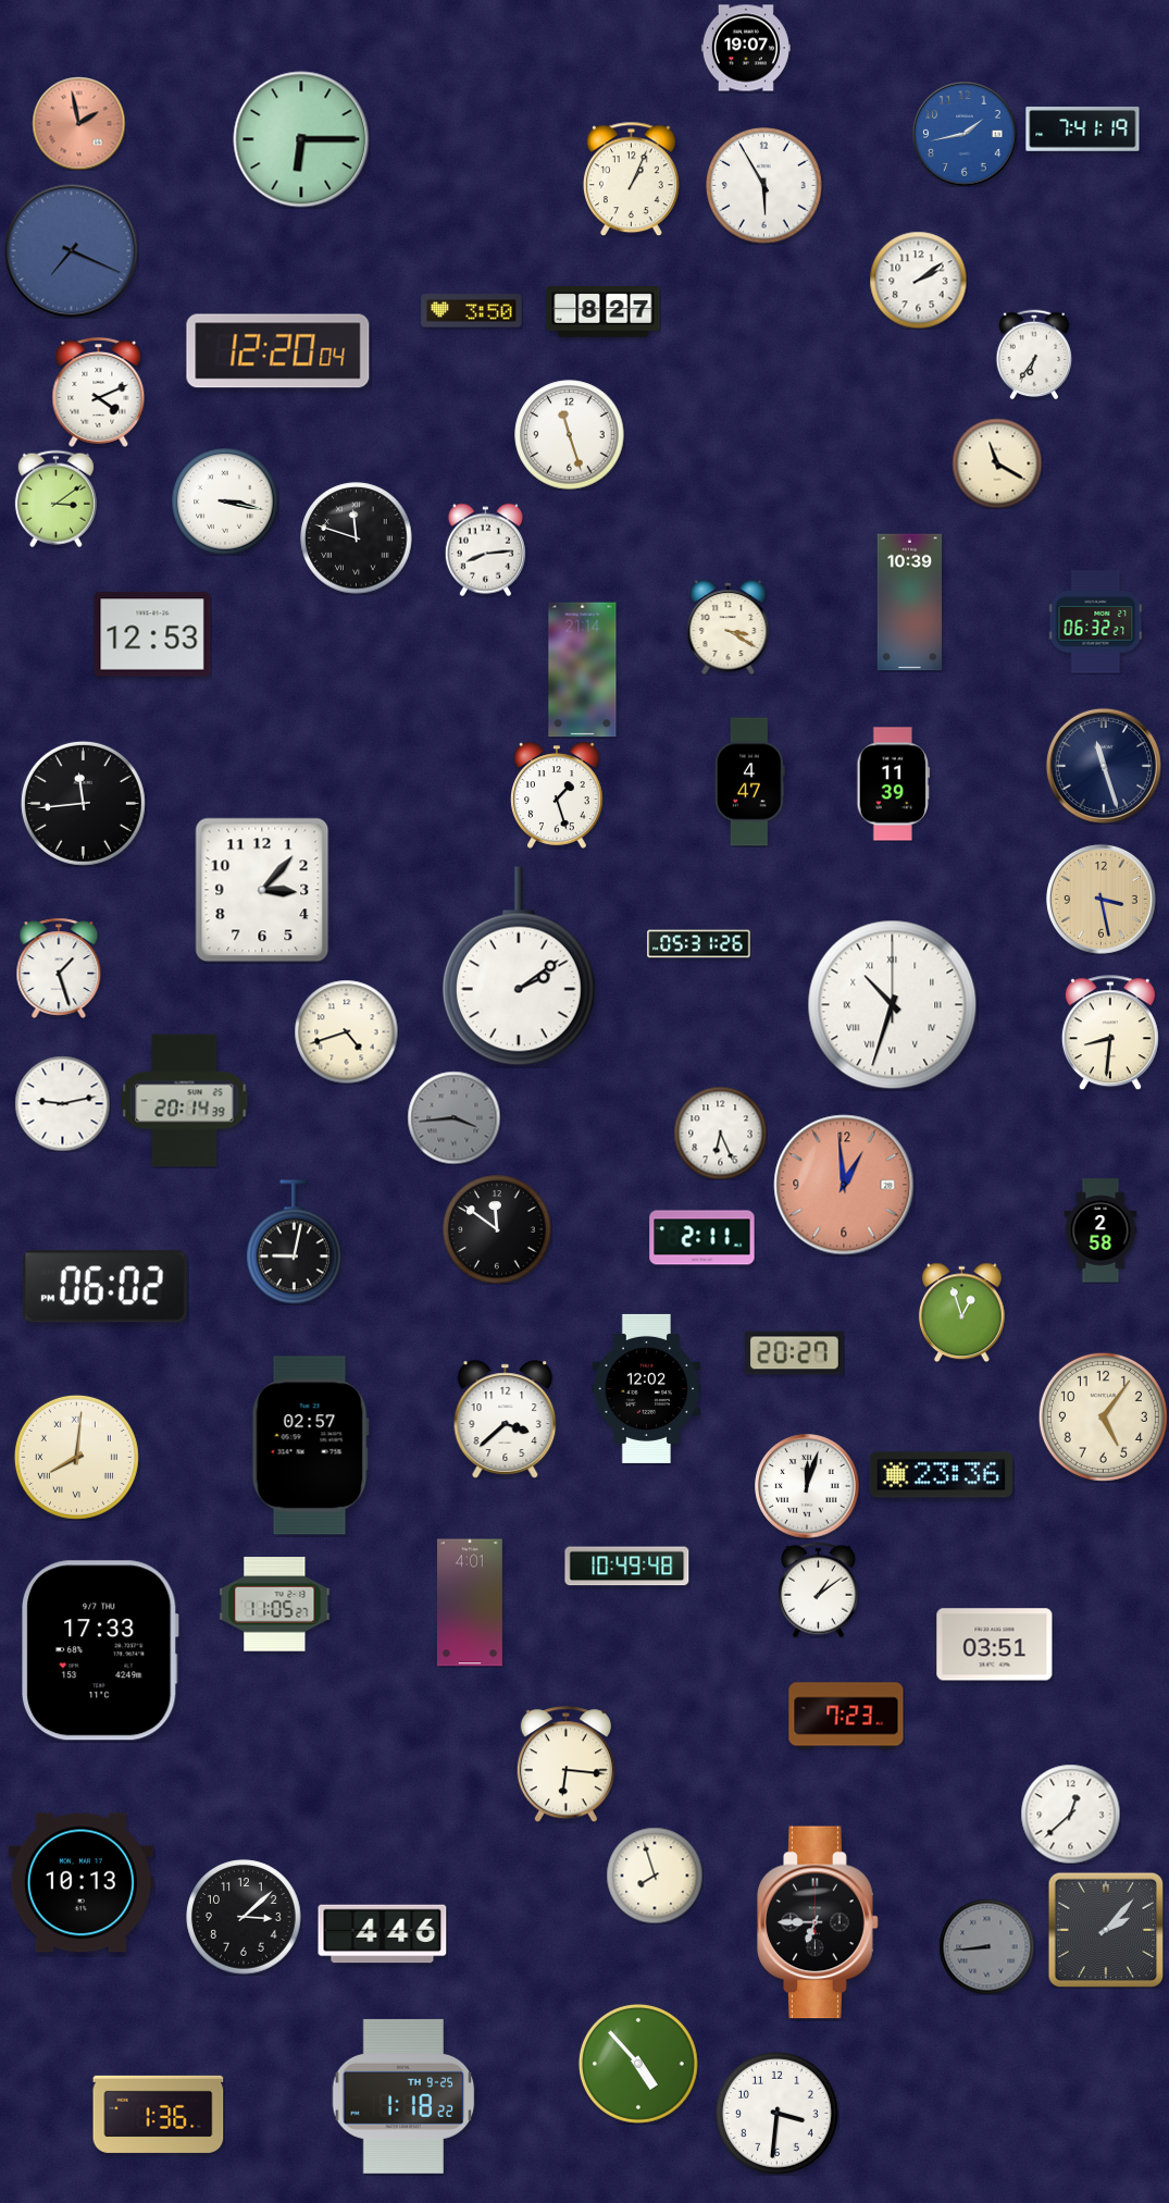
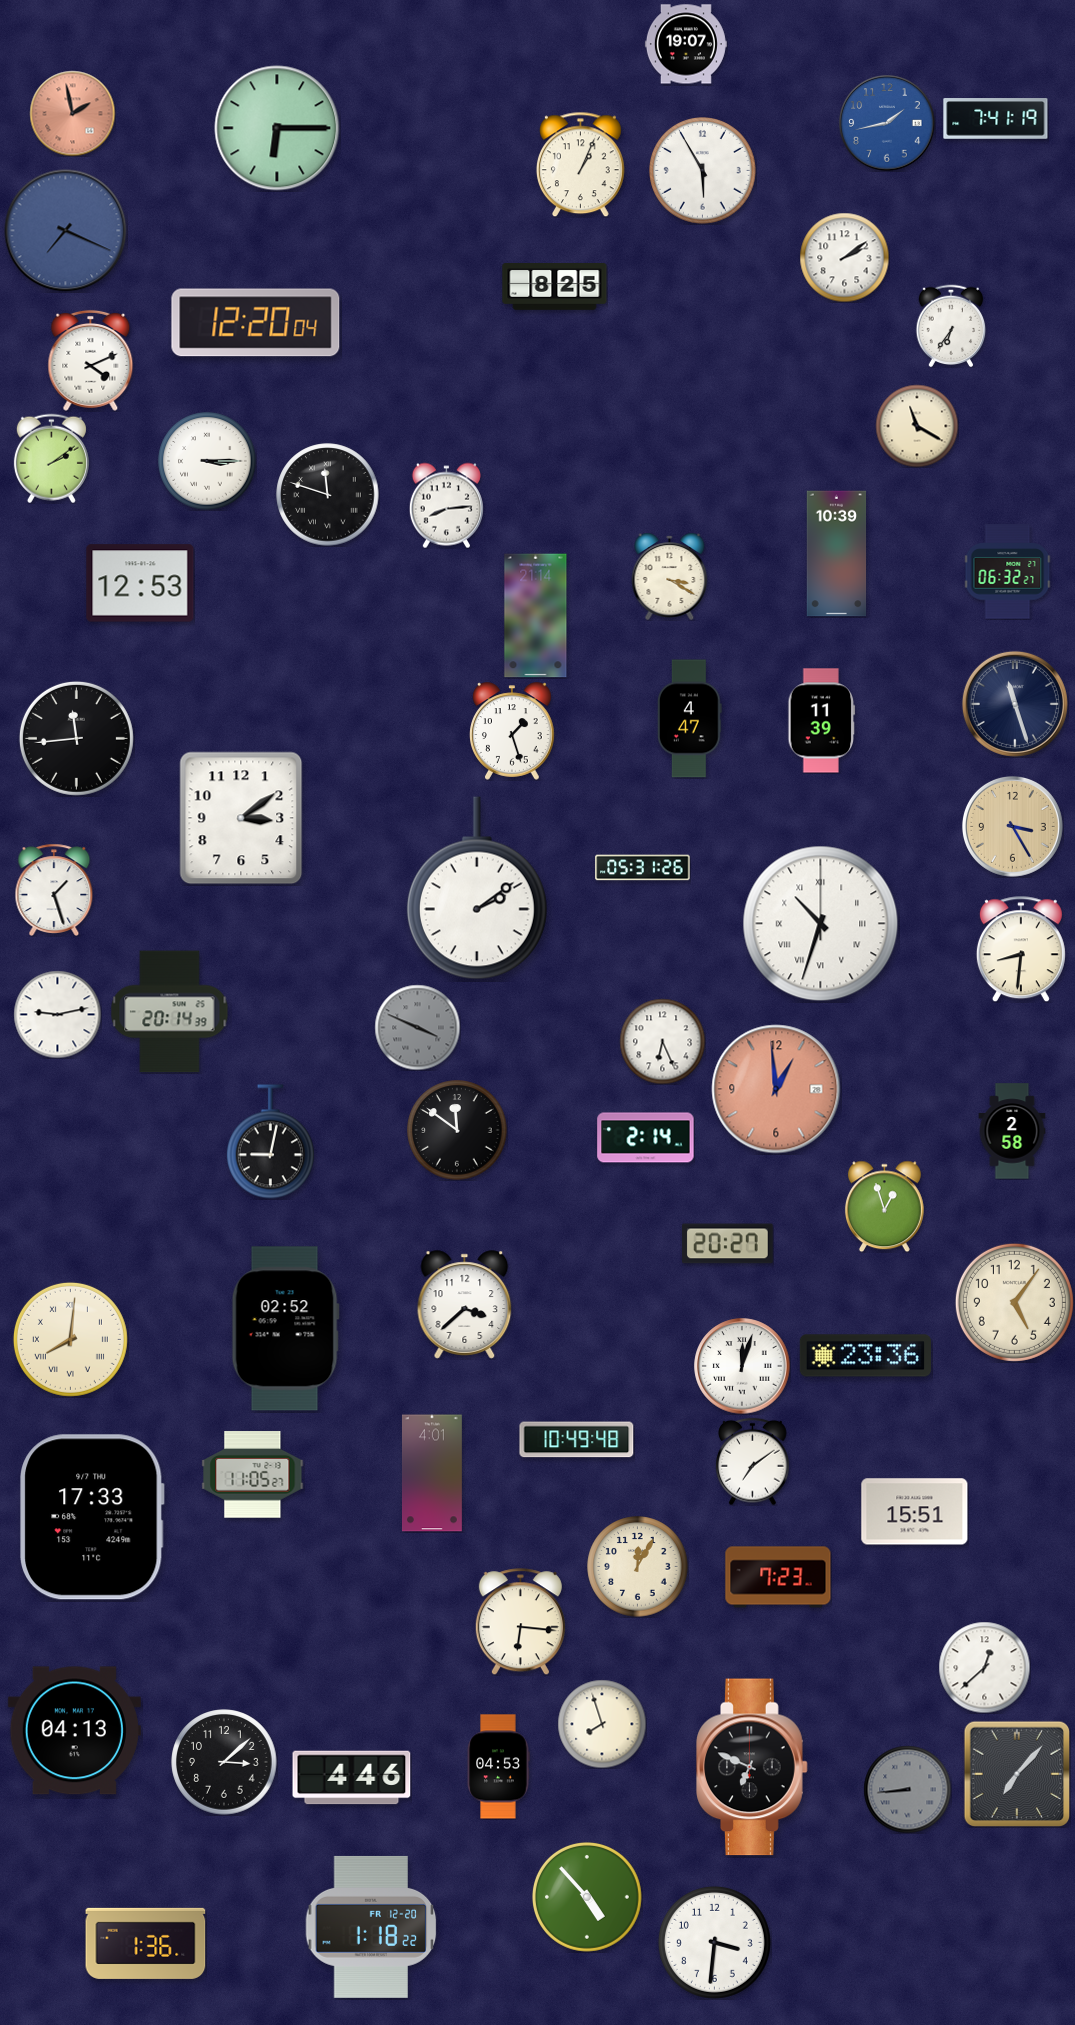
clock at (472, 311): 3:50 -> none
clock at (604, 312): 8:27 -> 8:25
clock at (570, 435): 11:27 -> none
clock at (55, 498): 3:09 -> 2:09
clock at (225, 502): 3:17 -> 3:15
clock at (262, 890): 3:07 -> 3:09
clock at (1100, 899): 3:28 -> 3:25
clock at (346, 1031): 4:42 -> none
clock at (453, 1117): 3:44 -> 3:49
clock at (702, 1238): 2:11 -> 2:14
clock at (105, 1287): 06:02 -> none
clock at (795, 1353) position: (795, 1353) -> (728, 1244)
clock at (647, 1388): 12:02 -> none
clock at (310, 1446): 02:57 -> 02:52
clock at (819, 1589): 1:09 -> 7:09
clock at (995, 1645): 03:51 -> 15:51
clock at (638, 1567): none -> 12:05
clock at (80, 1883): 10:13 -> 04:13
clock at (498, 1767): none -> 04:53
clock at (818, 1922): 6:45 -> 6:49
clock at (1106, 1930): 2:07 -> 7:07
clock at (403, 2096) date: TH 9-25 -> FR 12-20
